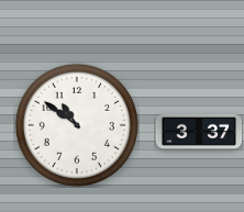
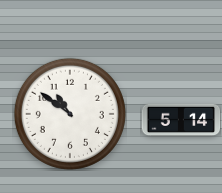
clock at (199, 132): 3:37 -> 5:14
